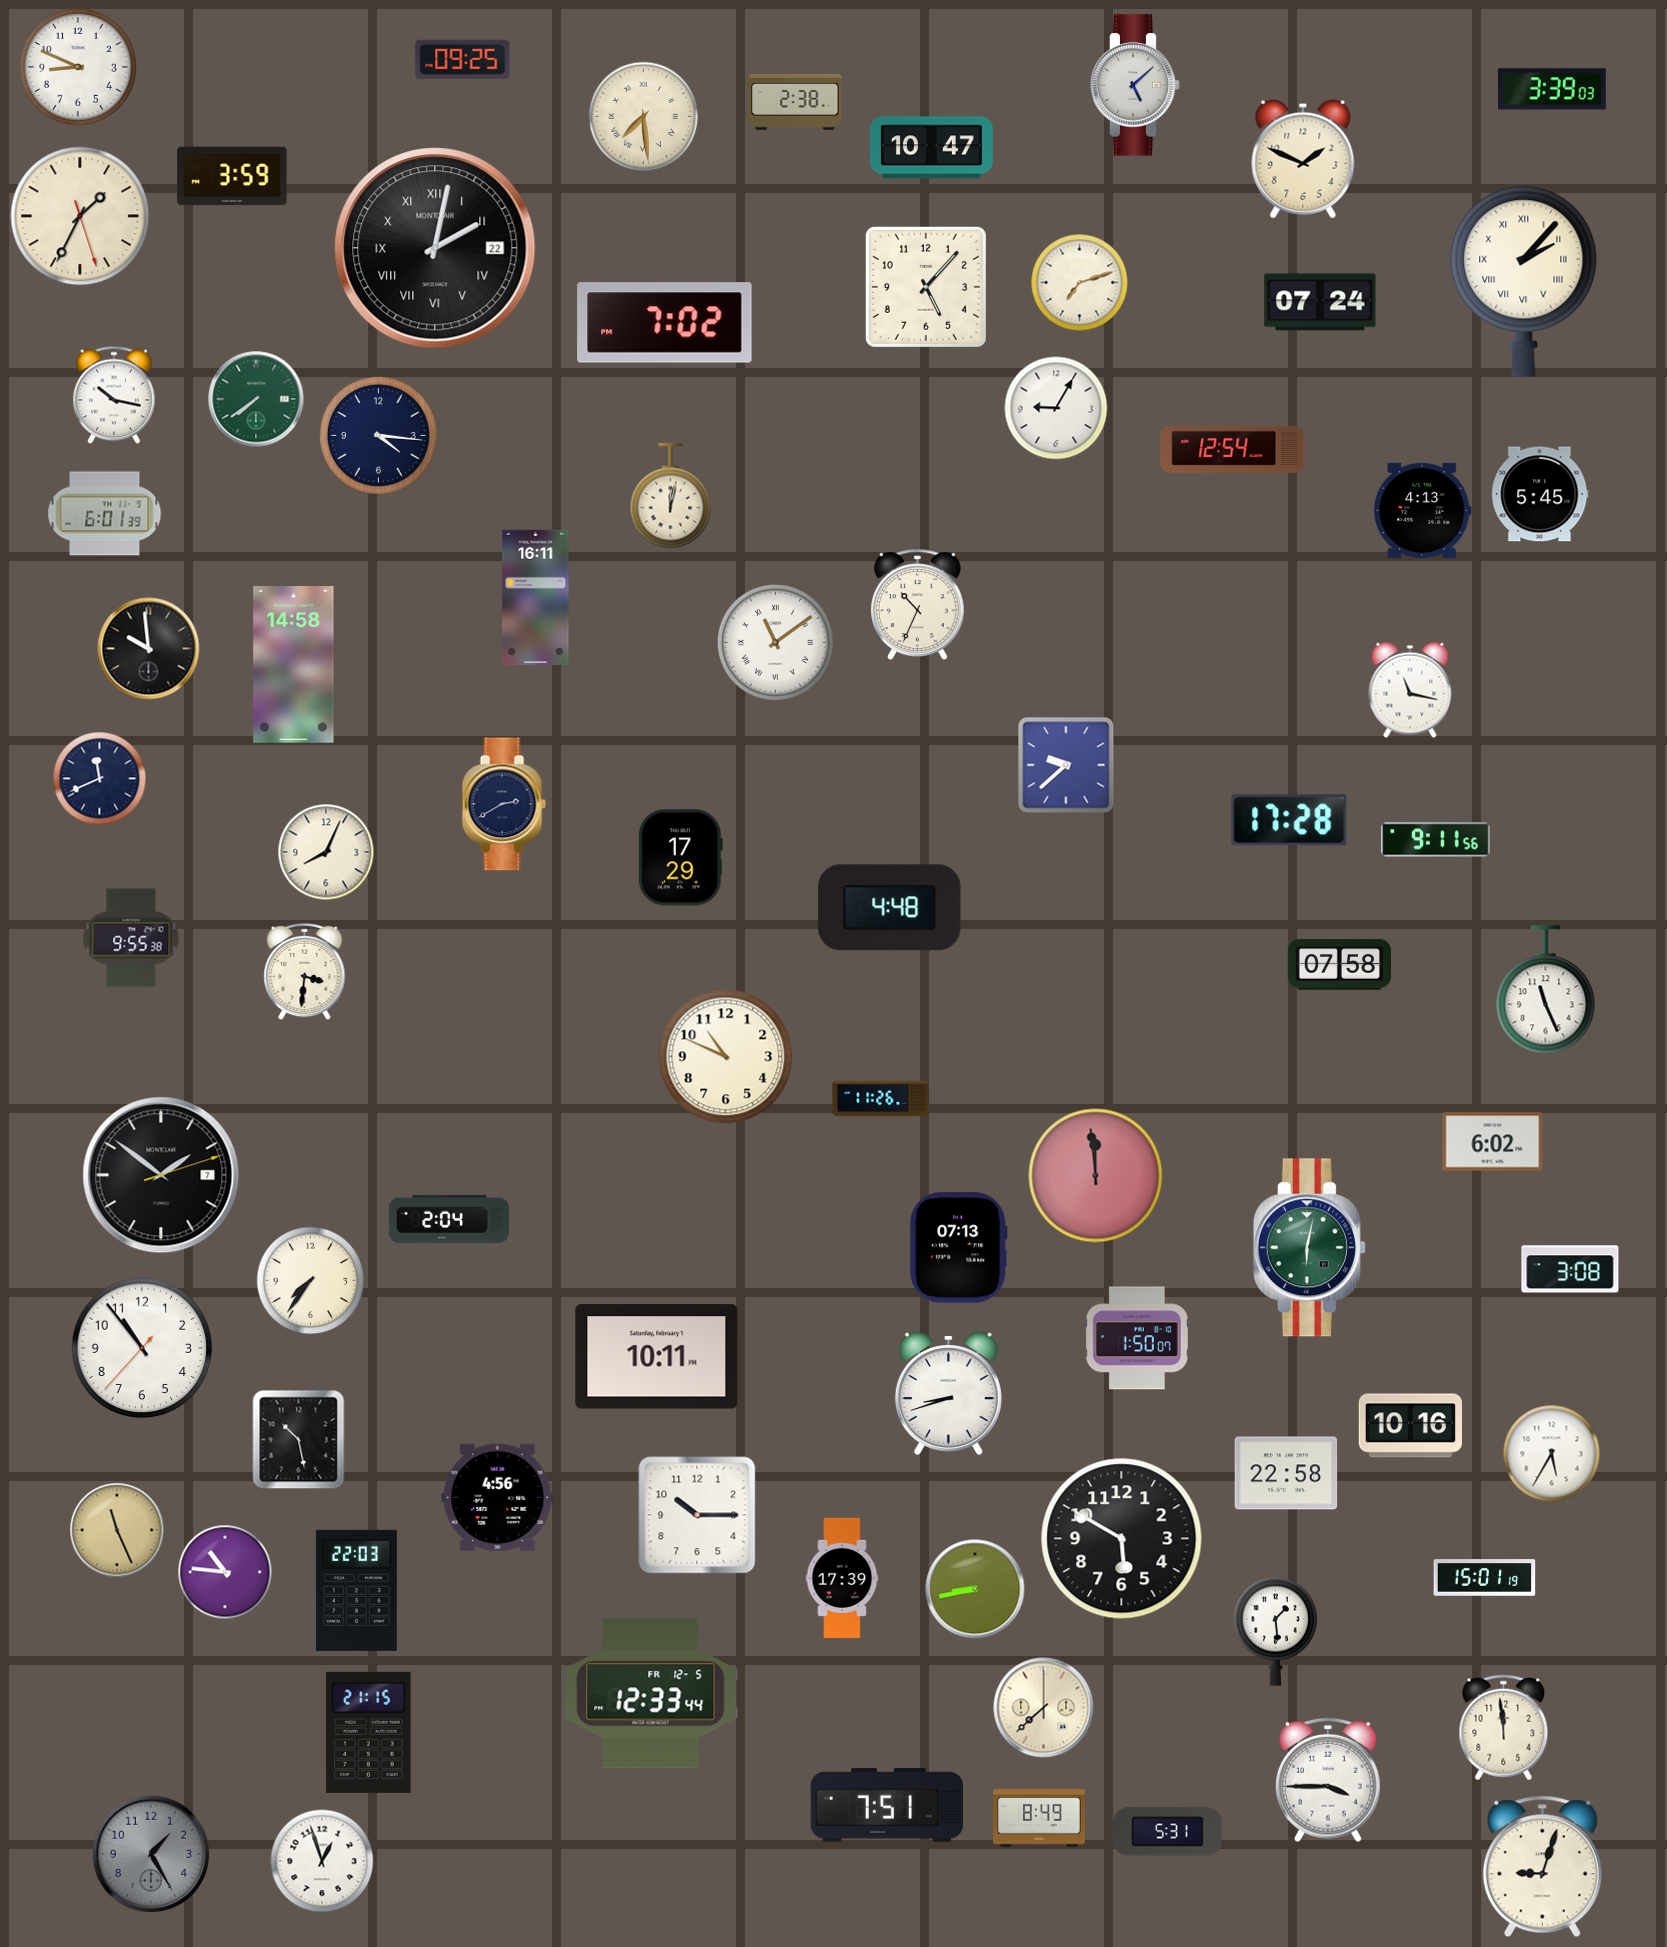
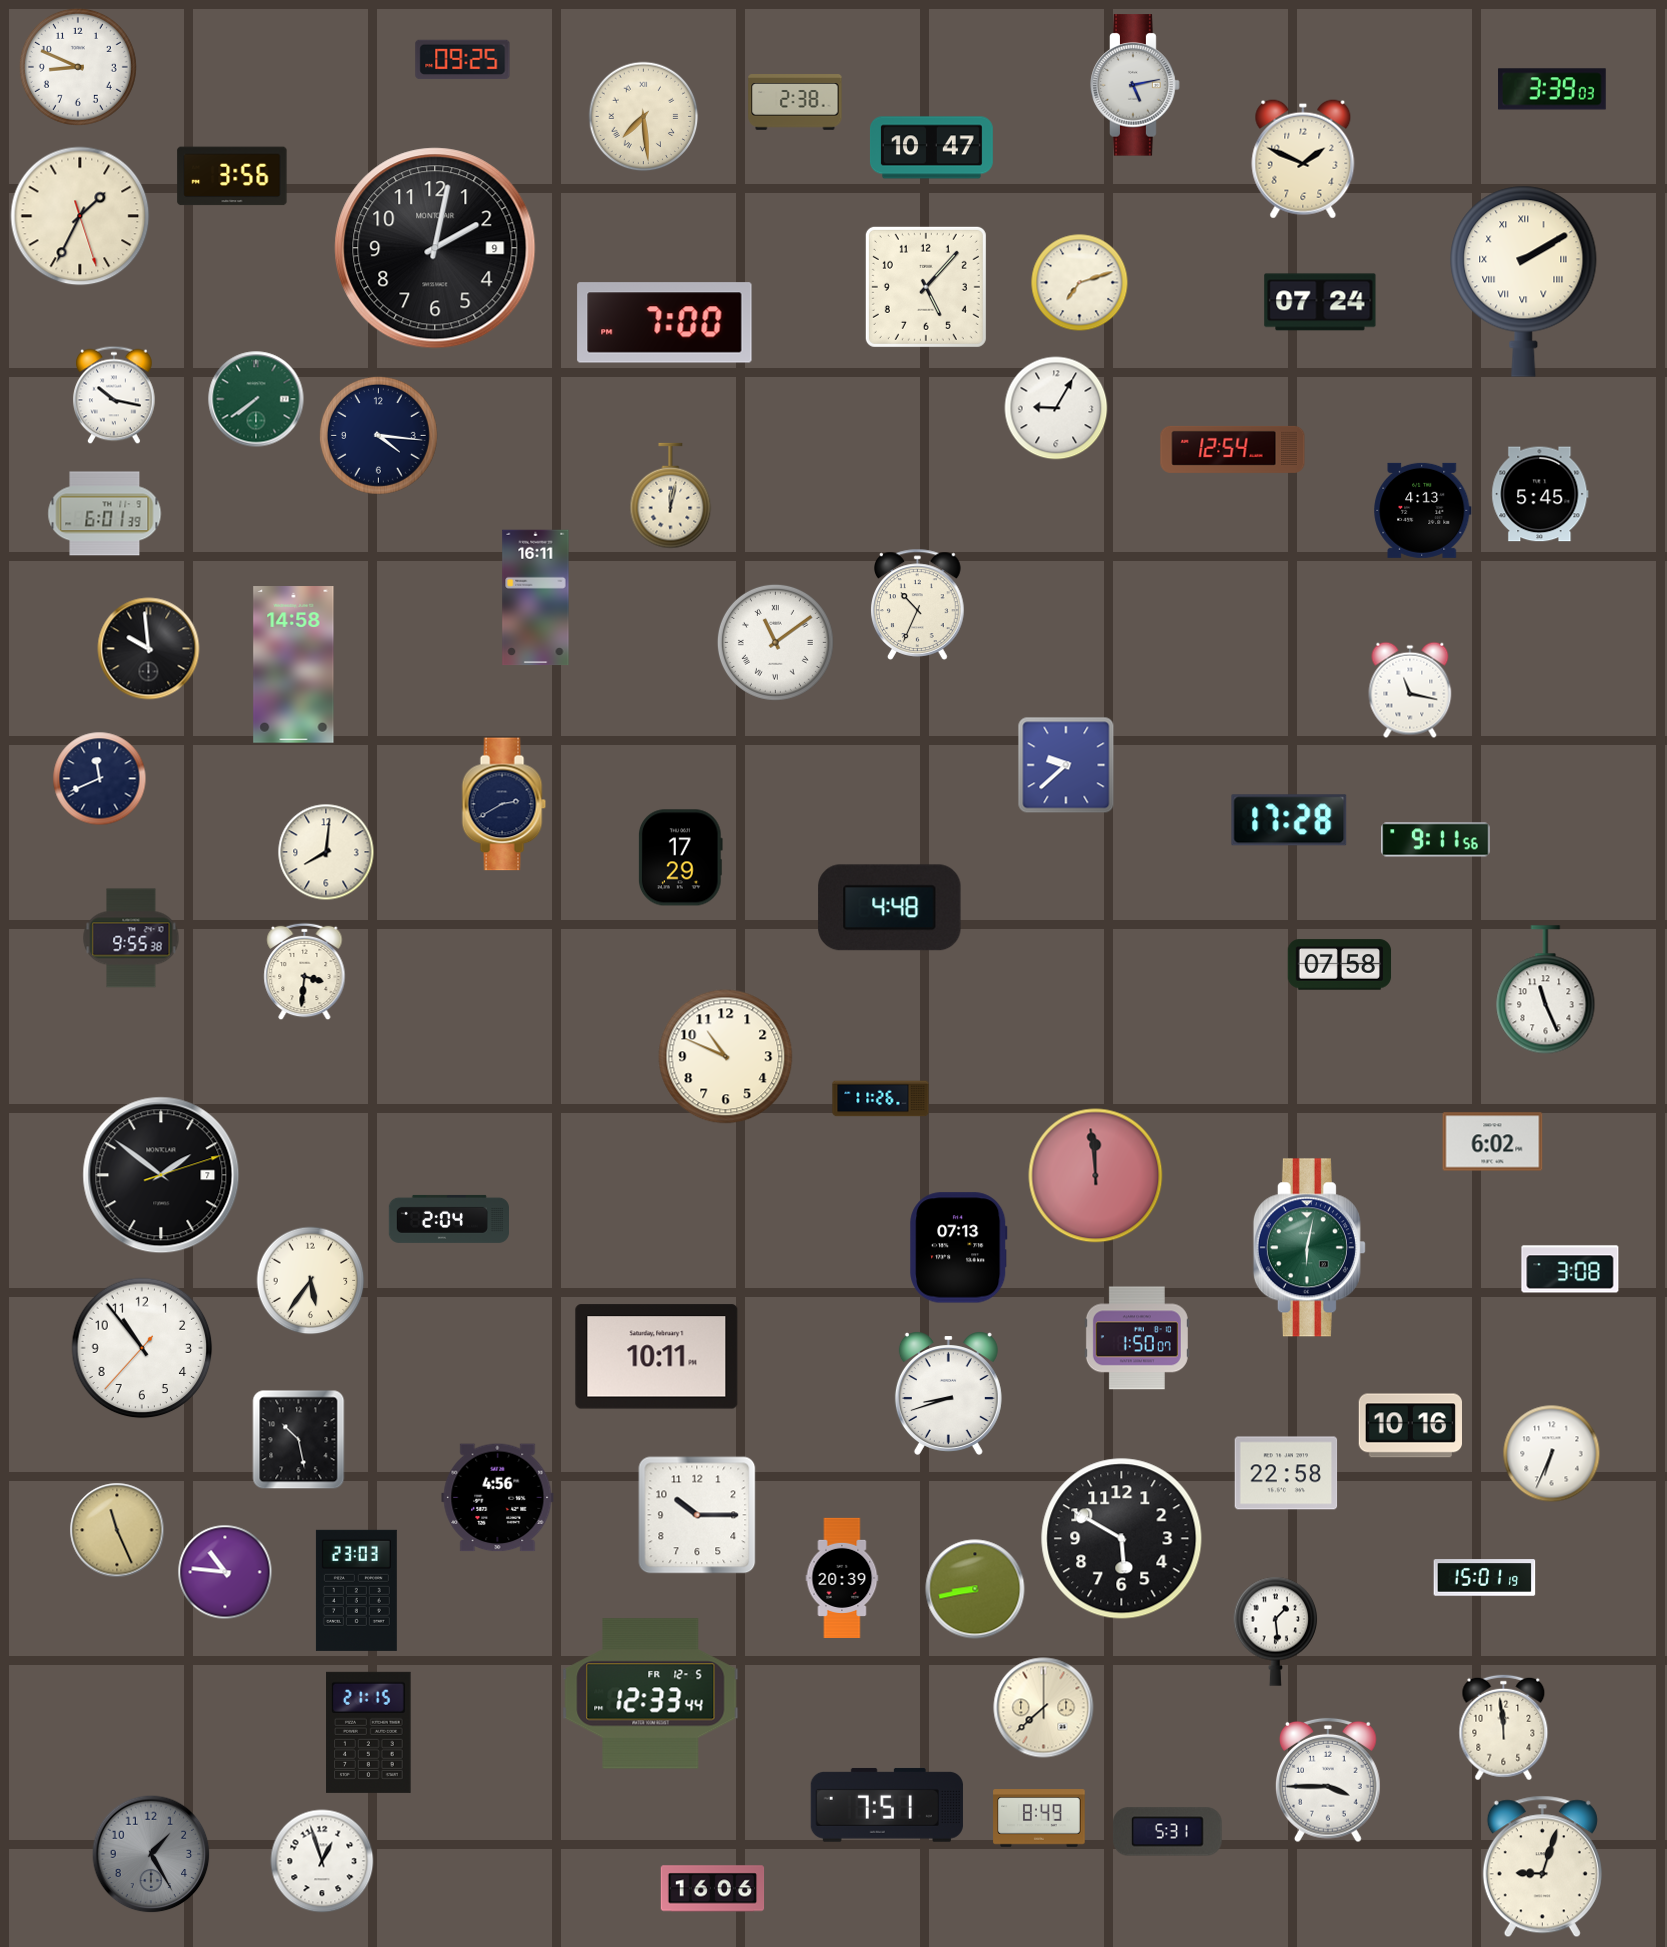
clock at (1135, 85): 5:08 -> 5:13
clock at (232, 176): 3:59 -> 3:56
clock at (435, 248) date: 22 -> 9
clock at (435, 248) numerals: Roman -> Arabic
clock at (1524, 281): 2:07 -> 2:10
clock at (665, 323): 7:02 -> 7:00
clock at (326, 852): 8:04 -> 8:01
clock at (311, 1281): 7:36 -> 5:36
clock at (1552, 1454): 5:35 -> 6:34
clock at (842, 1577): 17:39 -> 20:39
clock at (356, 1590): 22:03 -> 23:03
clock at (713, 1889): none -> 16:06
